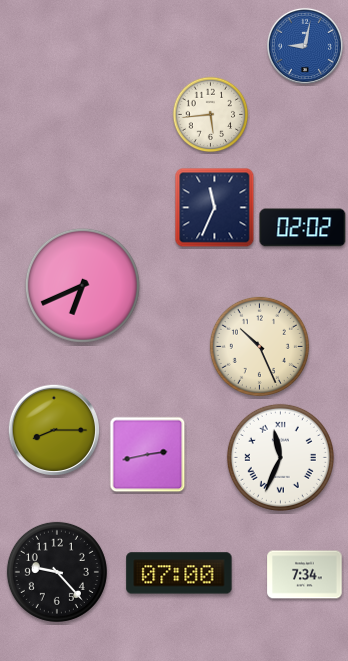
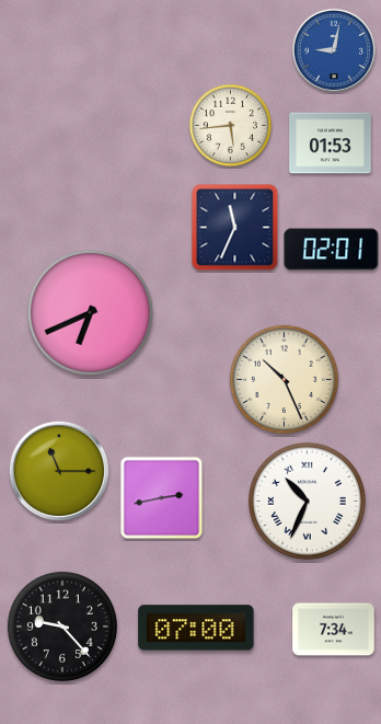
clock at (331, 143): none -> 01:53
clock at (303, 228): 02:02 -> 02:01
clock at (53, 429): 8:15 -> 11:15
clock at (280, 457): 11:34 -> 10:34
